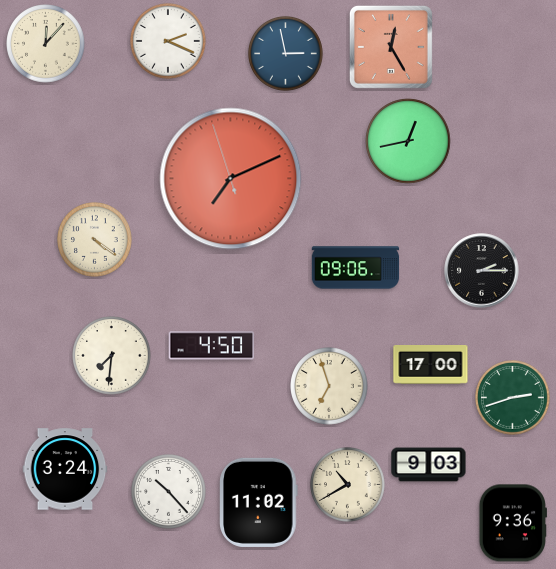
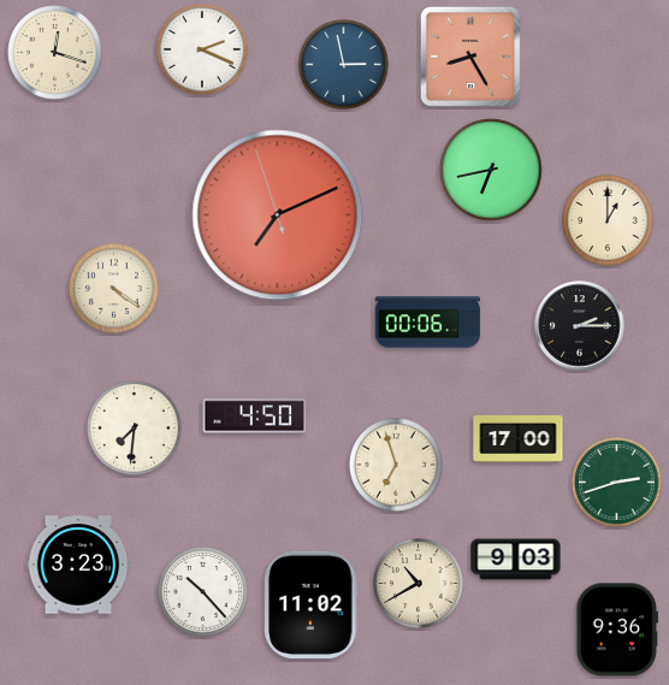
clock at (46, 44): 12:07 -> 12:18
clock at (391, 47): 12:25 -> 8:25
clock at (408, 141): 12:43 -> 6:43
clock at (609, 222): none -> 1:00
clock at (356, 268): 09:06 -> 00:06
clock at (513, 398) position: (513, 398) -> (617, 483)
clock at (65, 469): 3:24 -> 3:23
